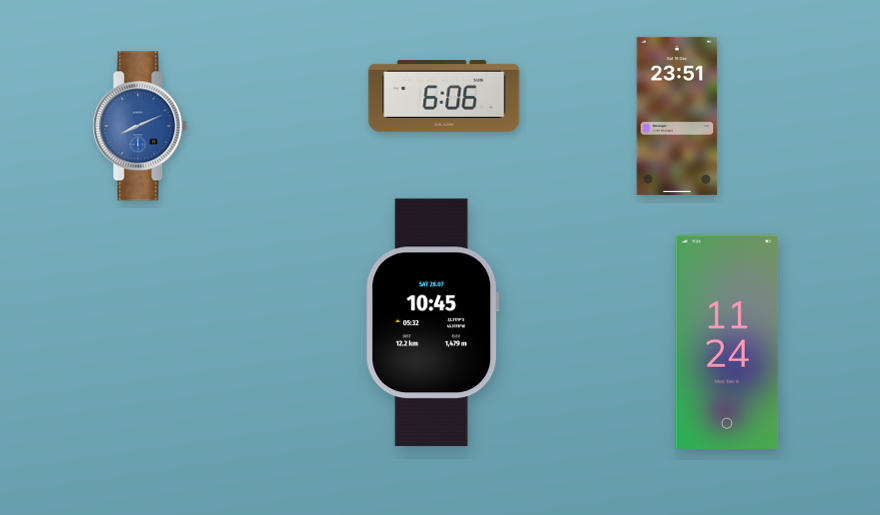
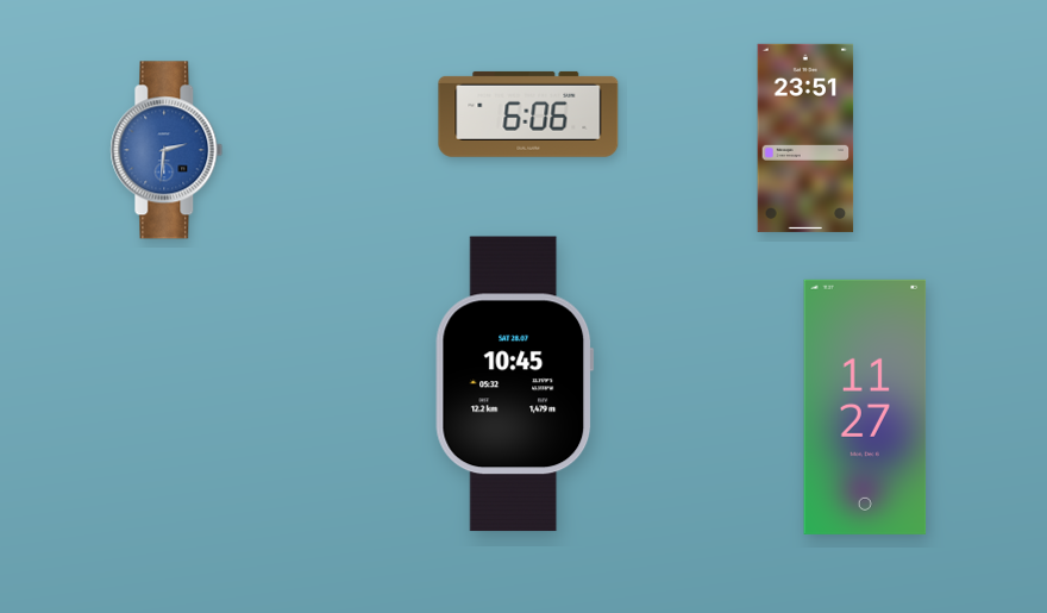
clock at (140, 126): 8:11 -> 2:31
clock at (727, 342): 11:24 -> 11:27
